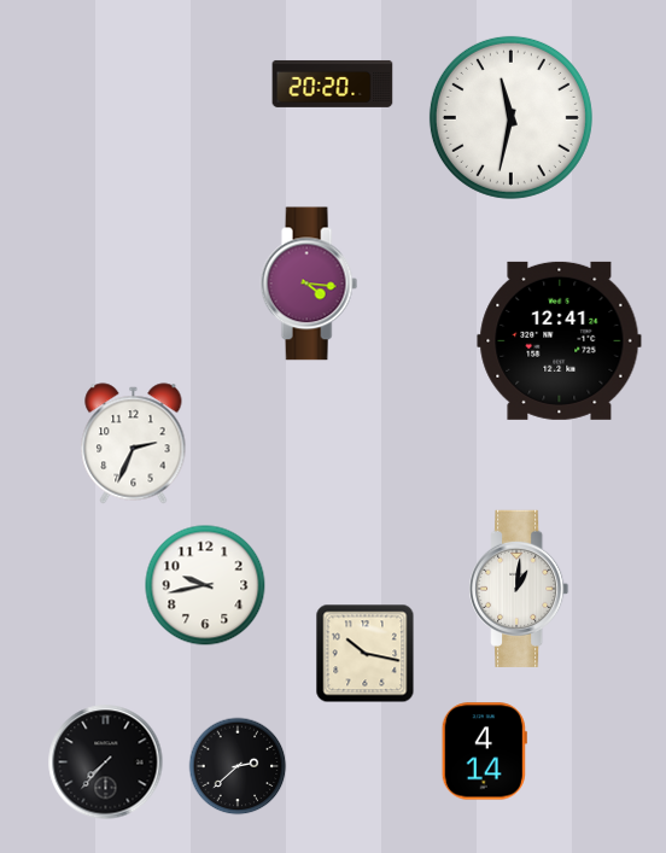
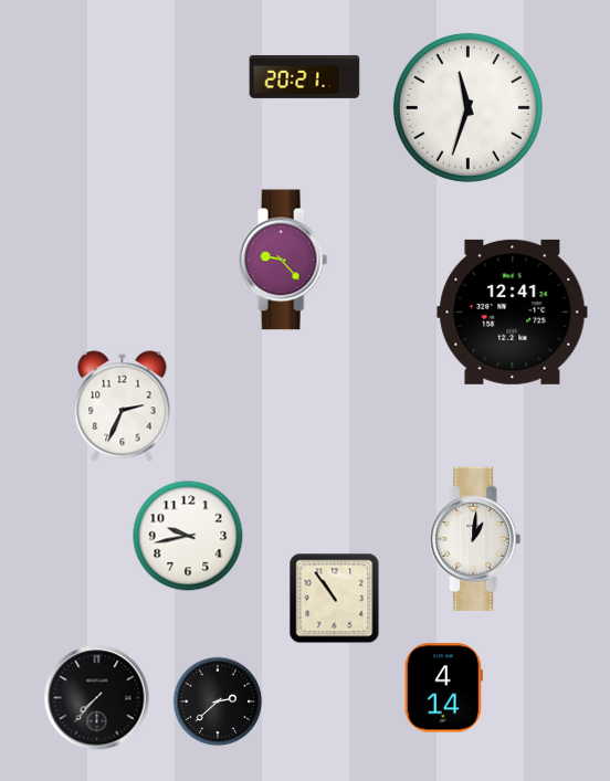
clock at (333, 83): 20:20 -> 20:21
clock at (510, 117): 11:32 -> 11:33
clock at (309, 284): 4:16 -> 9:23
clock at (366, 654): 10:17 -> 10:54
